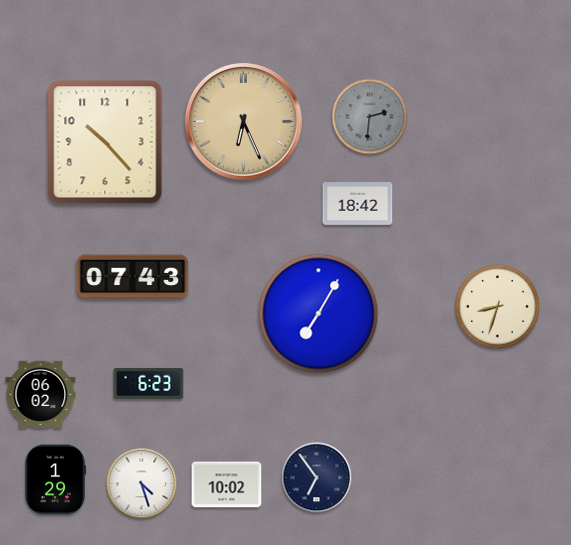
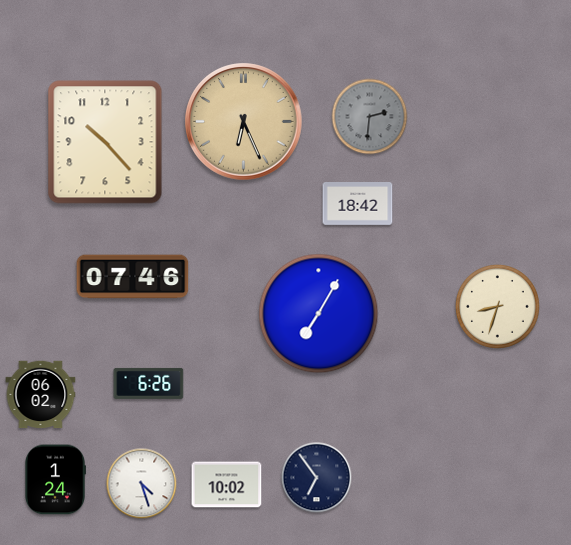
clock at (133, 277): 07:43 -> 07:46
clock at (149, 383): 6:23 -> 6:26
clock at (56, 480): 1:29 -> 1:24
